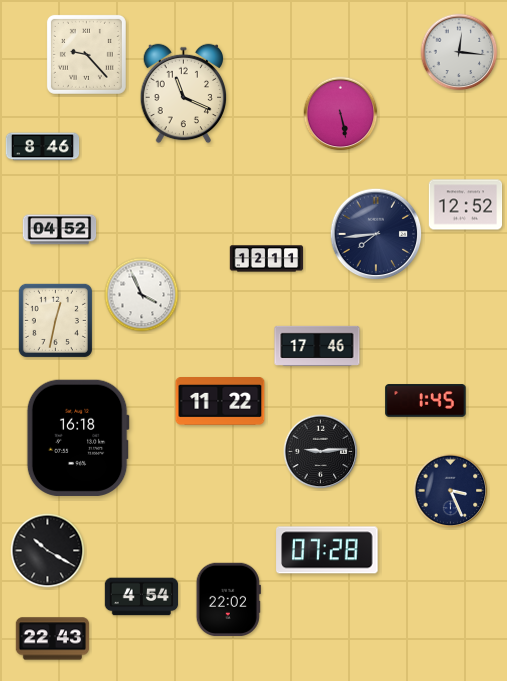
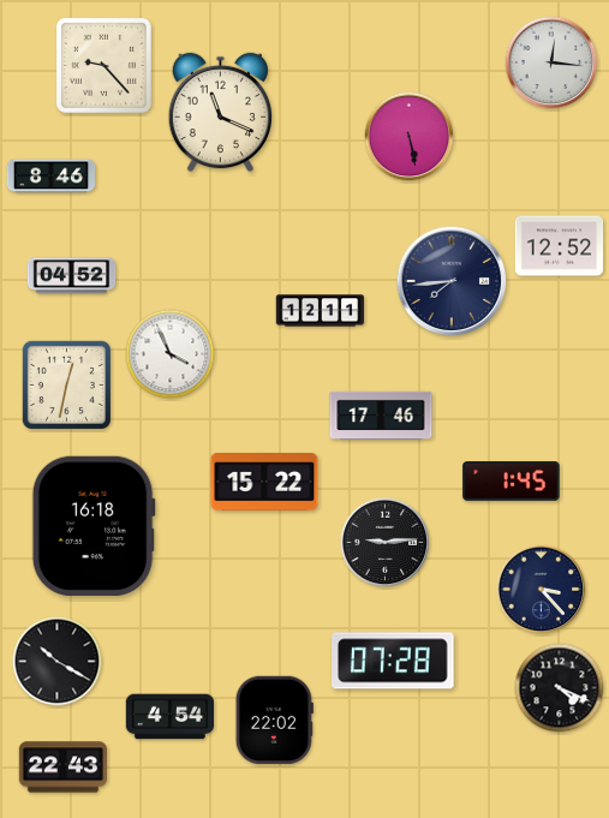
clock at (220, 402): 11:22 -> 15:22
clock at (451, 491): 3:26 -> 3:23
clock at (560, 688): none -> 4:19
